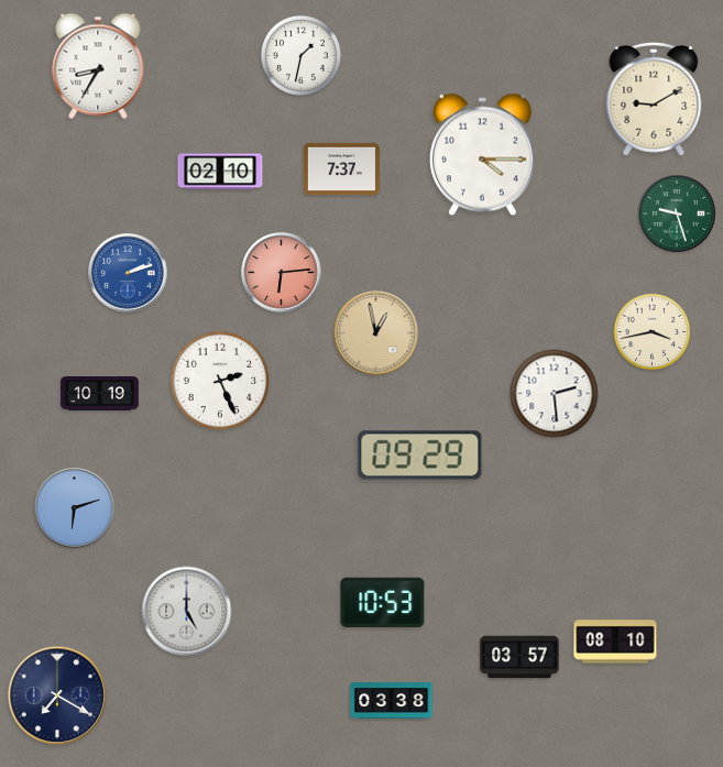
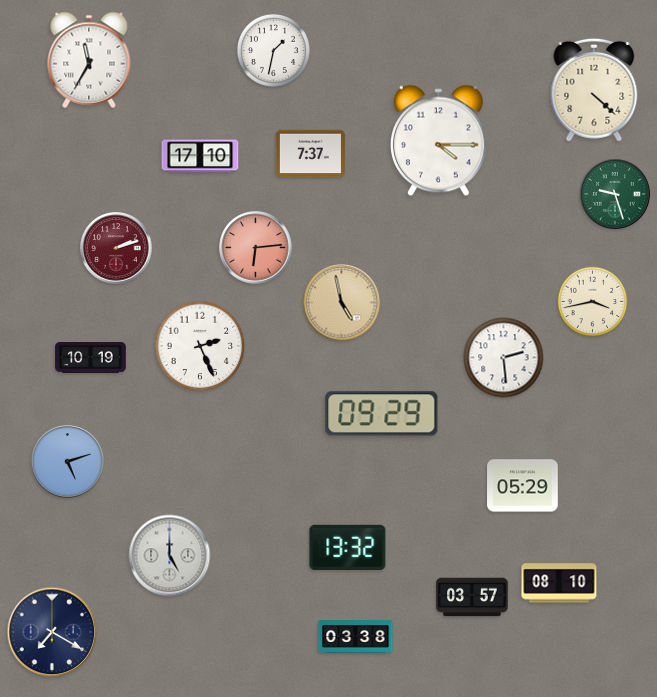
clock at (98, 66): 8:35 -> 11:35
clock at (654, 99): 9:10 -> 4:22
clock at (220, 172): 02:10 -> 17:10
clock at (128, 273) dial: blue -> burgundy
clock at (376, 333): 12:58 -> 4:58
clock at (75, 508): 6:12 -> 5:12
clock at (523, 486): none -> 05:29
clock at (383, 602): 10:53 -> 13:32
